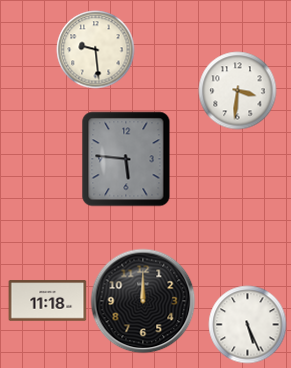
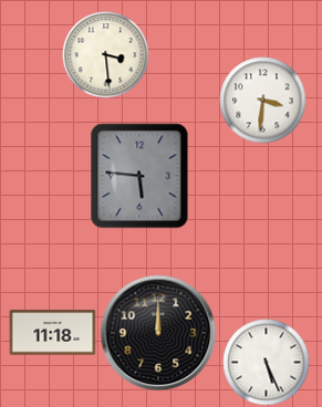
clock at (95, 49): 9:29 -> 3:29
clock at (247, 324) position: (247, 324) -> (266, 362)
